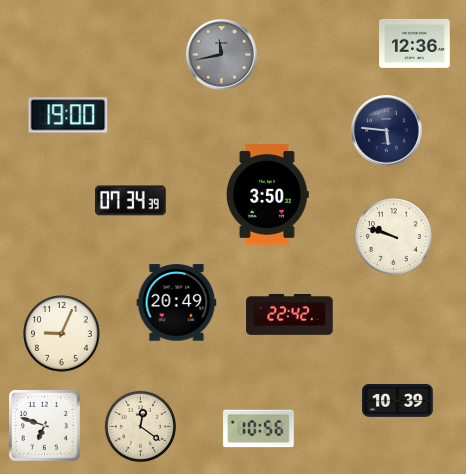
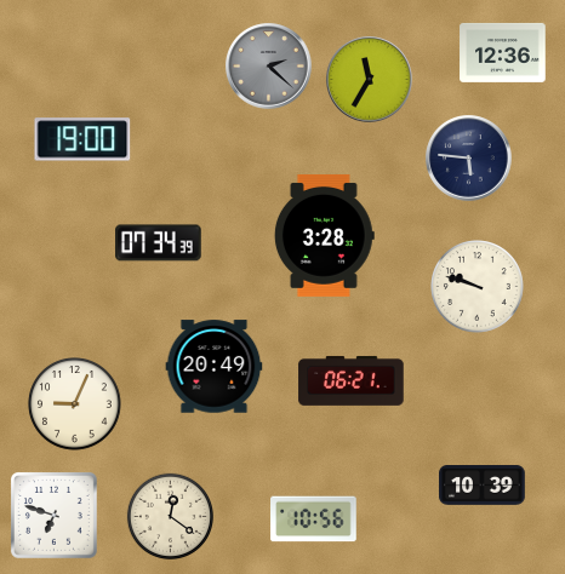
clock at (222, 55): 11:43 -> 2:22
clock at (370, 80): none -> 11:35
clock at (267, 194): 3:50 -> 3:28
clock at (290, 314): 22:42 -> 06:21
